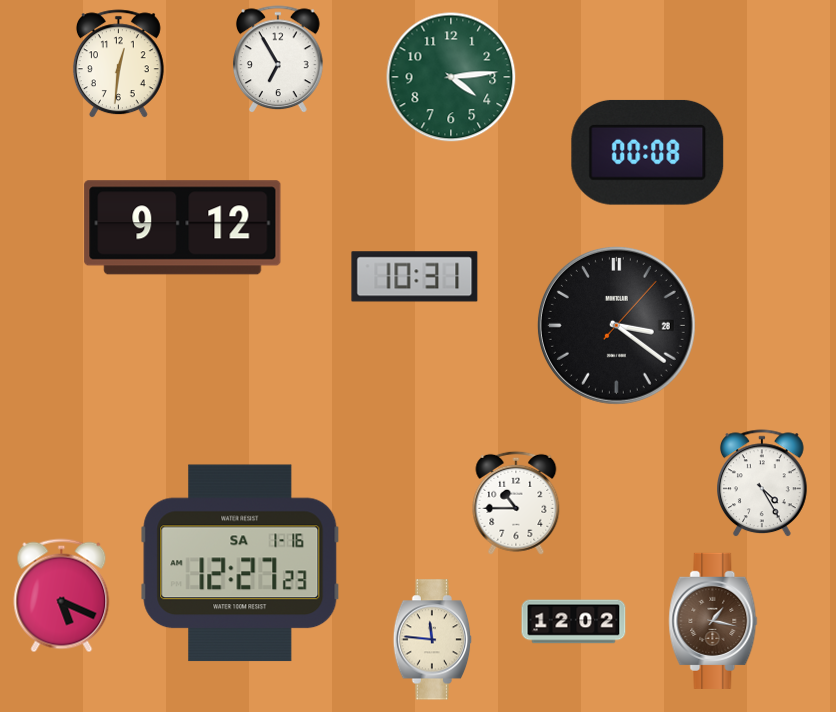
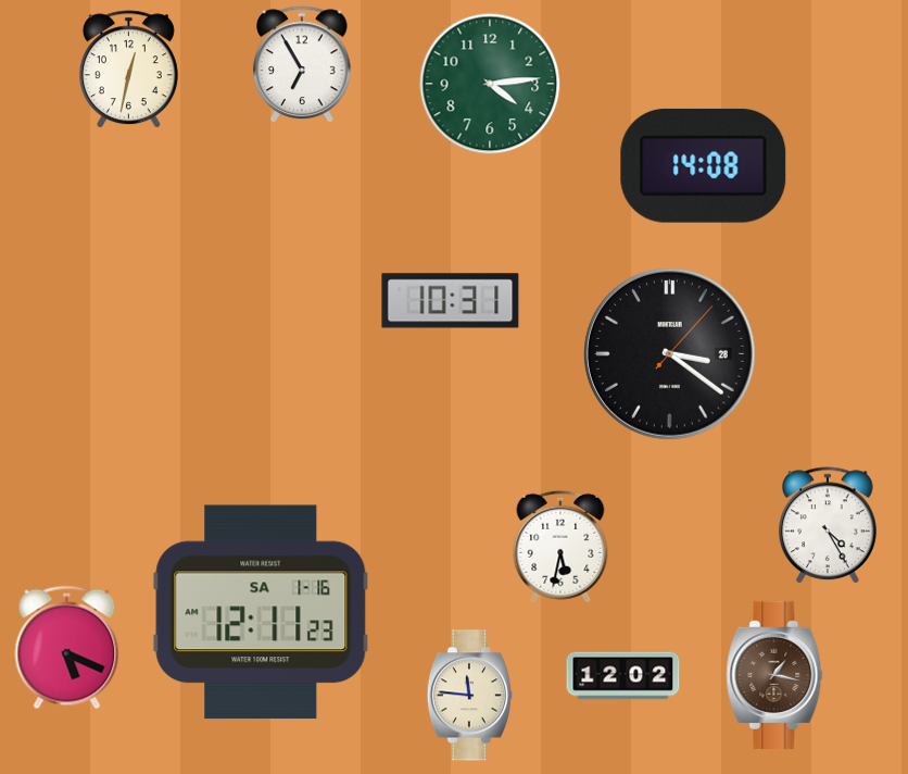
clock at (118, 64): 12:31 -> 12:32
clock at (648, 152): 00:08 -> 14:08
clock at (183, 228): 9:12 -> none
clock at (516, 503): 10:45 -> 5:32
clock at (240, 563): 12:27 -> 12:11
